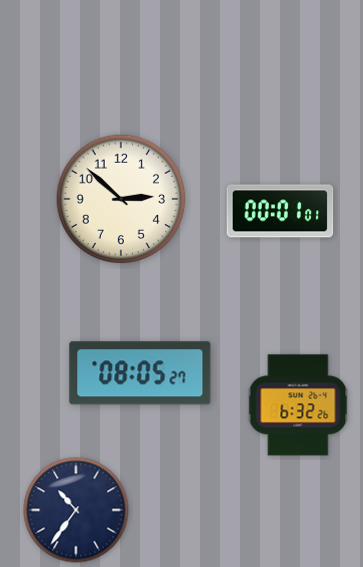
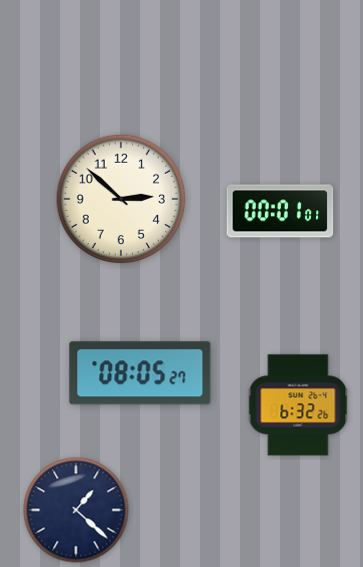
clock at (76, 510): 10:36 -> 1:22
